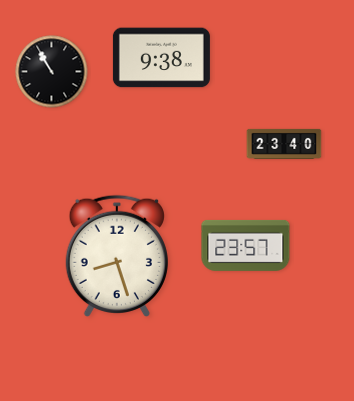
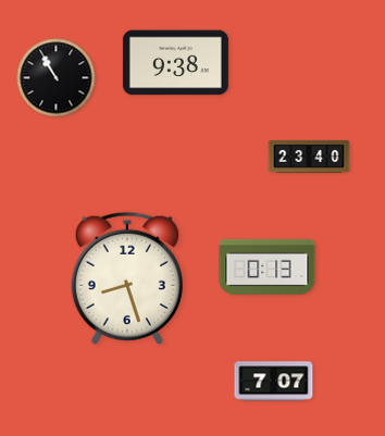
clock at (246, 245): 23:57 -> 0:13
clock at (274, 382): none -> 7:07
